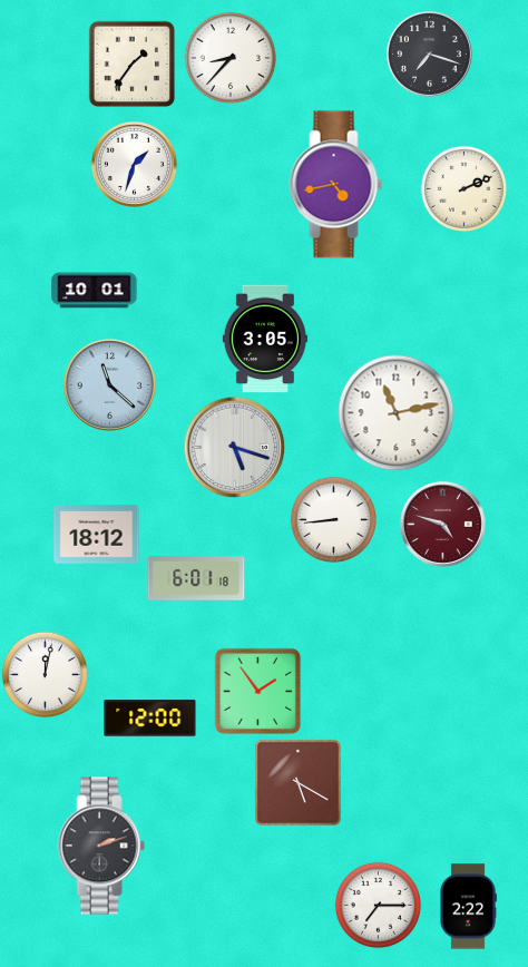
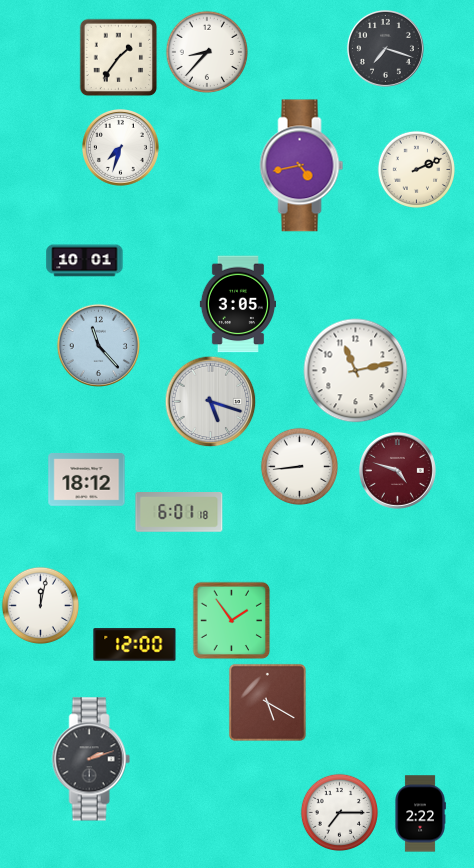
clock at (134, 164): 1:33 -> 7:33
clock at (109, 384): 11:22 -> 11:23
clock at (196, 579) position: (196, 579) -> (179, 513)
